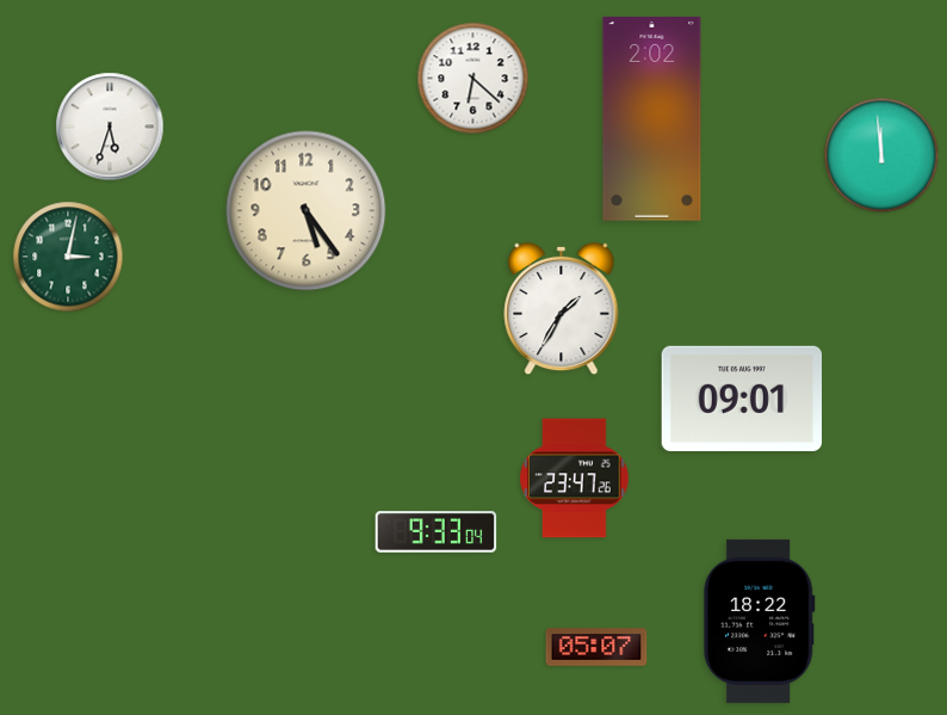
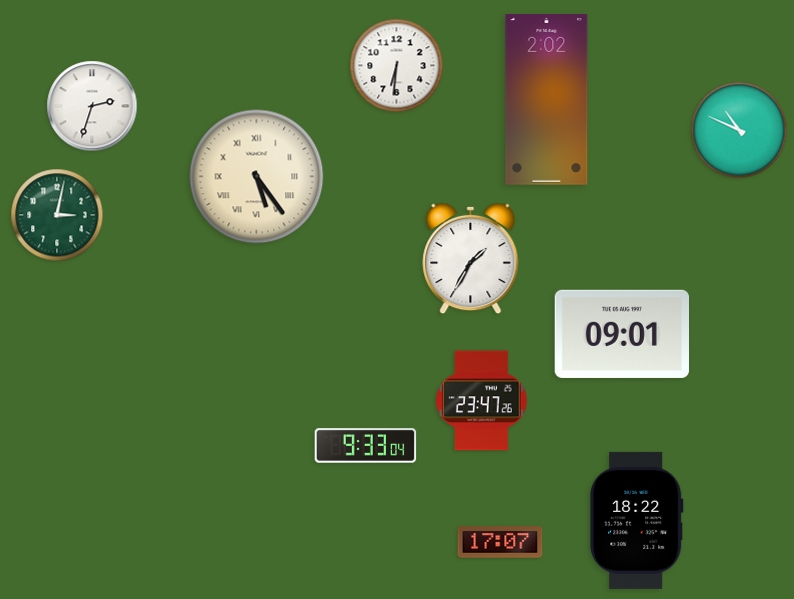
clock at (473, 79): 6:22 -> 6:31
clock at (110, 127): 5:33 -> 2:33
clock at (881, 155): 11:59 -> 10:49
clock at (307, 211) numerals: Arabic -> Roman
clock at (596, 647): 05:07 -> 17:07
